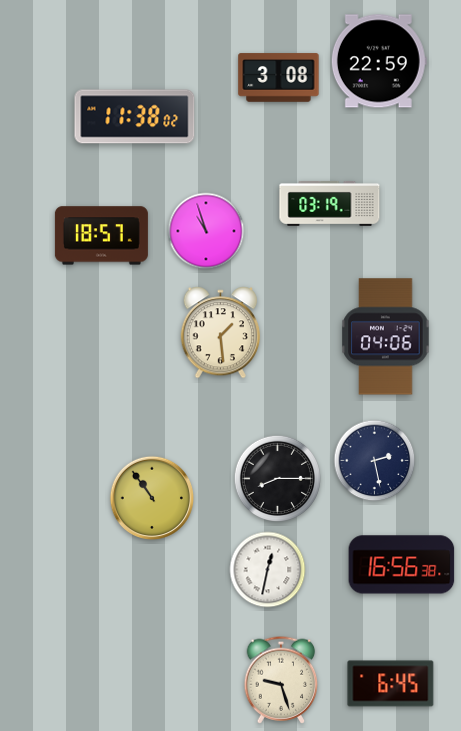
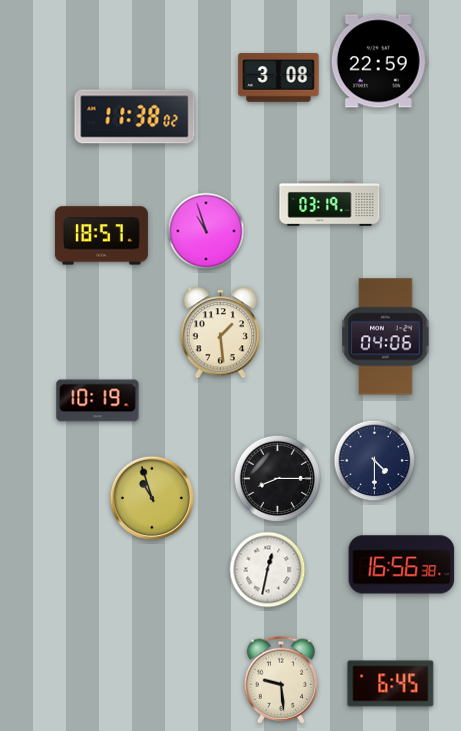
clock at (98, 401): none -> 10:19
clock at (375, 461): 2:28 -> 4:30
clock at (151, 497): 10:54 -> 10:57
clock at (281, 680): 9:27 -> 9:29
